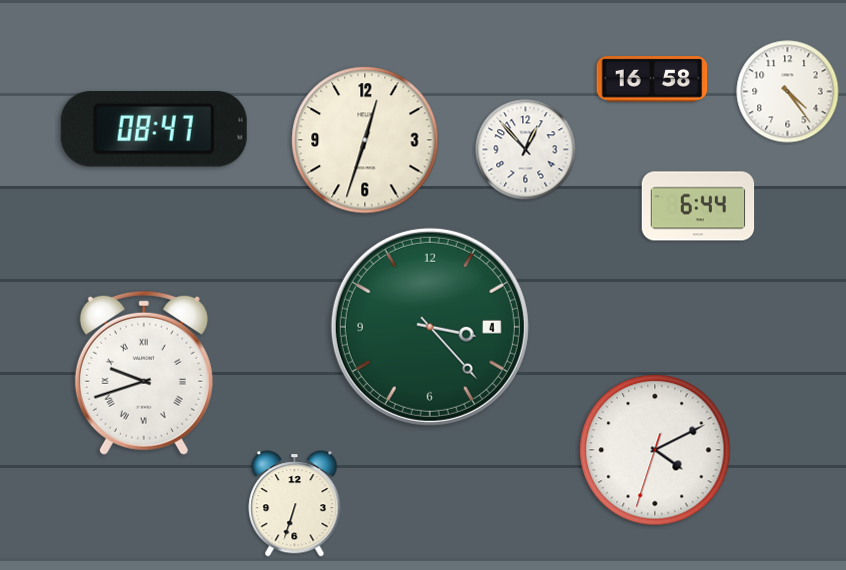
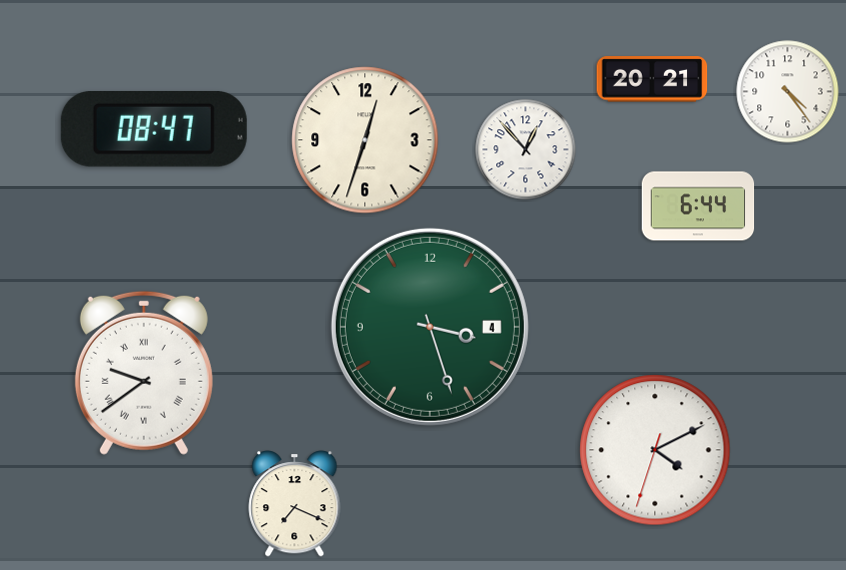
clock at (652, 79): 16:58 -> 20:21
clock at (430, 327): 3:23 -> 3:27
clock at (144, 373): 9:42 -> 9:39
clock at (295, 504): 6:33 -> 7:19
